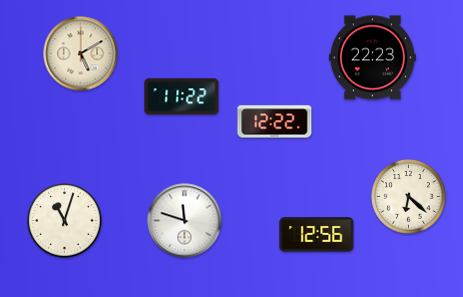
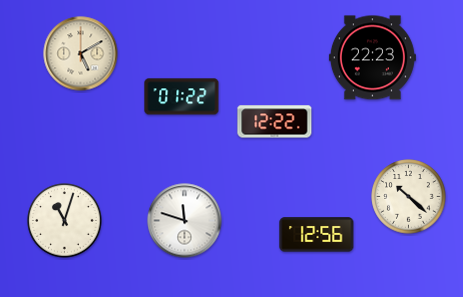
clock at (182, 97): 11:22 -> 01:22
clock at (409, 197): 6:22 -> 10:22
